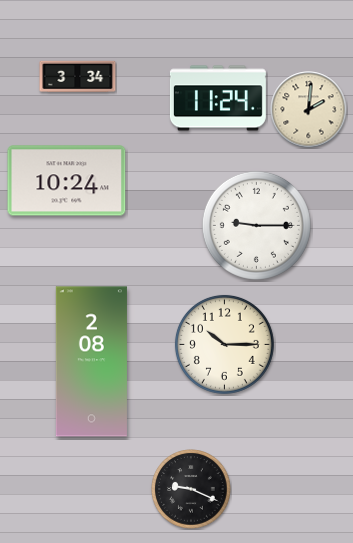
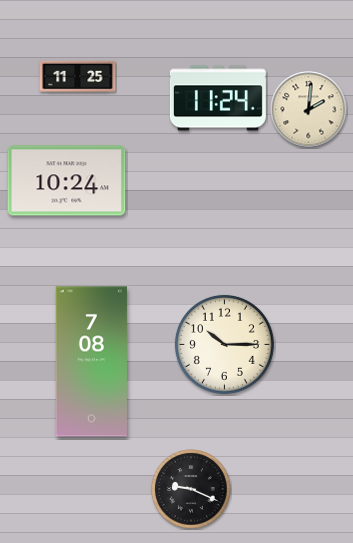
clock at (78, 77): 3:34 -> 11:25
clock at (256, 225): 9:15 -> none
clock at (91, 362): 2:08 -> 7:08
